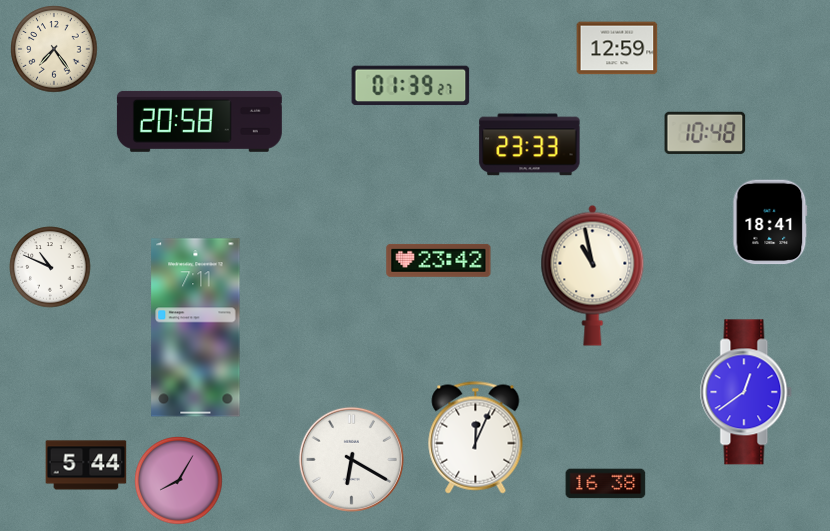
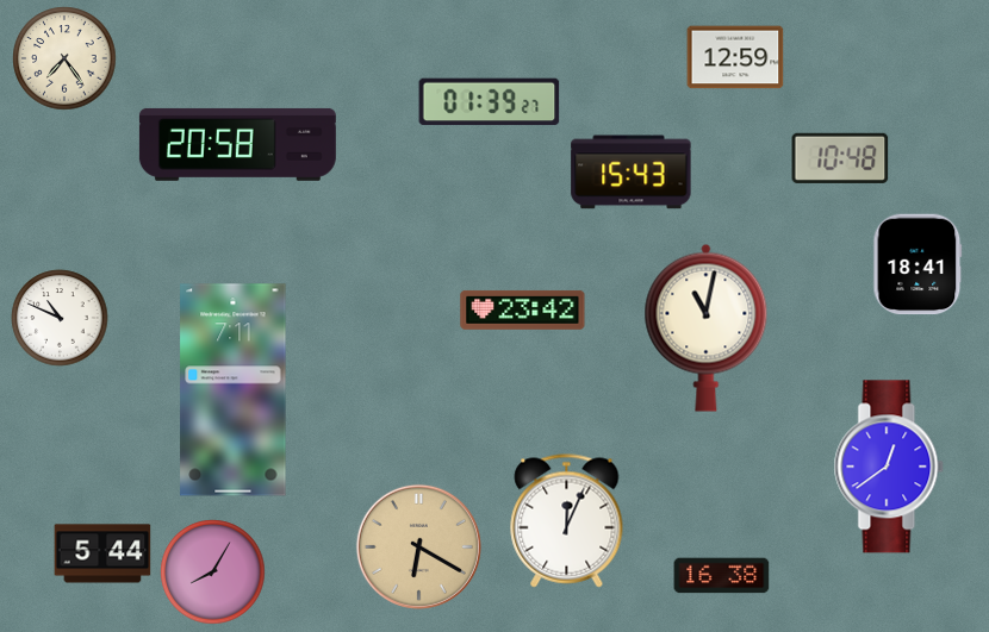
clock at (530, 145): 23:33 -> 15:43
clock at (593, 275): 10:58 -> 11:02
clock at (351, 459) dial: white -> champagne
